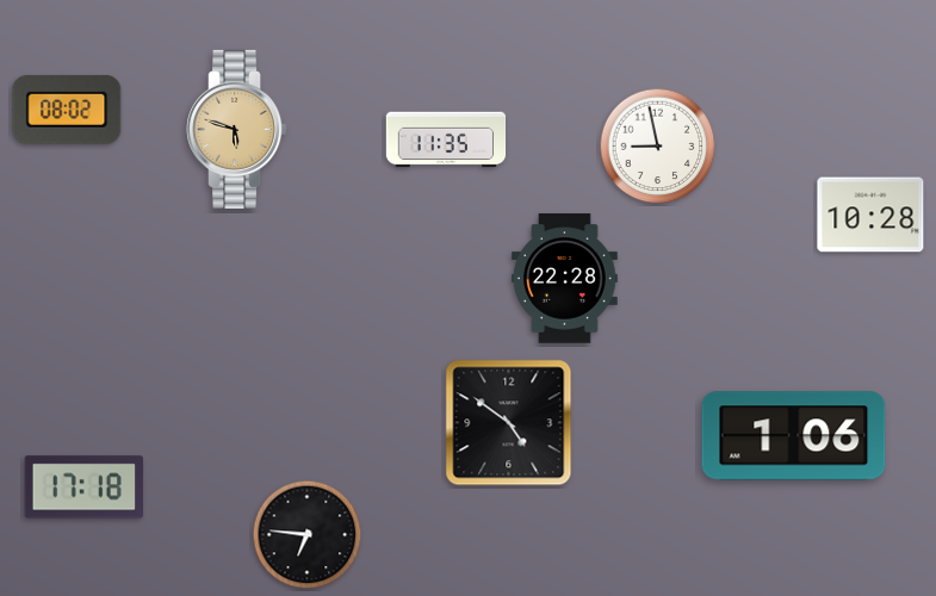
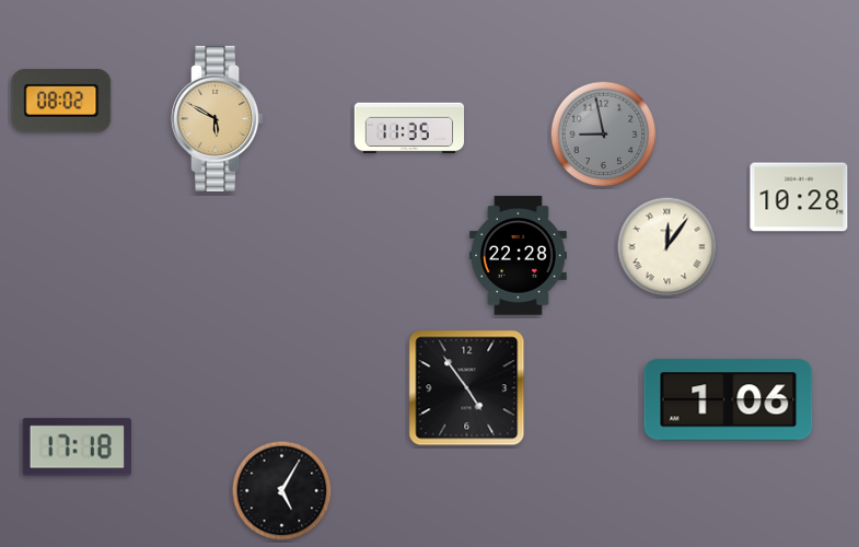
clock at (237, 129): 5:48 -> 5:50
clock at (658, 147) dial: white -> grey
clock at (668, 247): none -> 12:06
clock at (509, 423): 4:51 -> 4:54
clock at (308, 535): 6:46 -> 5:05
